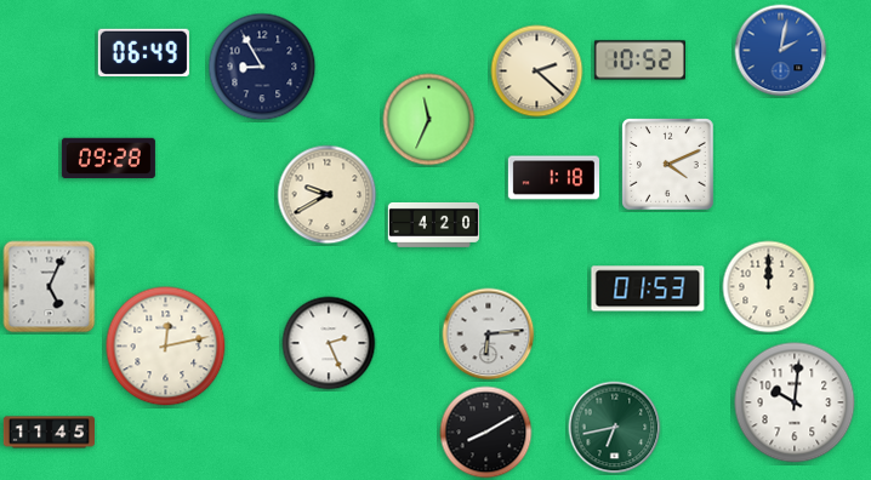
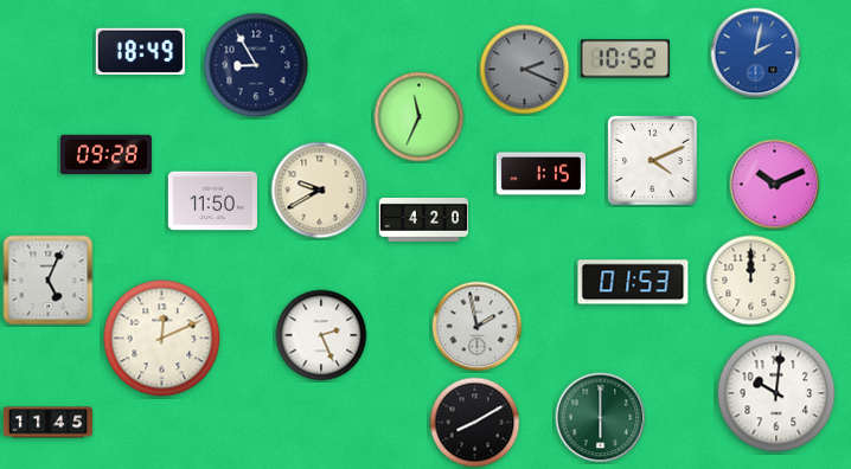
clock at (781, 51) position: (781, 51) -> (756, 53)
clock at (143, 52): 06:49 -> 18:49
clock at (537, 72): 2:22 -> 2:19
clock at (537, 72) dial: cream -> grey
clock at (553, 178): 1:18 -> 1:15
clock at (775, 185): none -> 10:11
clock at (212, 201): none -> 11:50
clock at (489, 335): 6:14 -> 1:58
clock at (166, 347): 12:13 -> 12:11
clock at (615, 428): 6:43 -> 6:00
